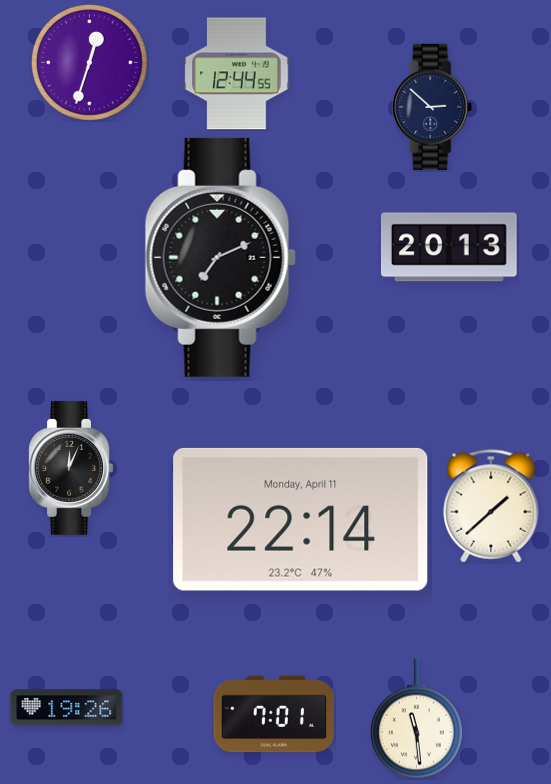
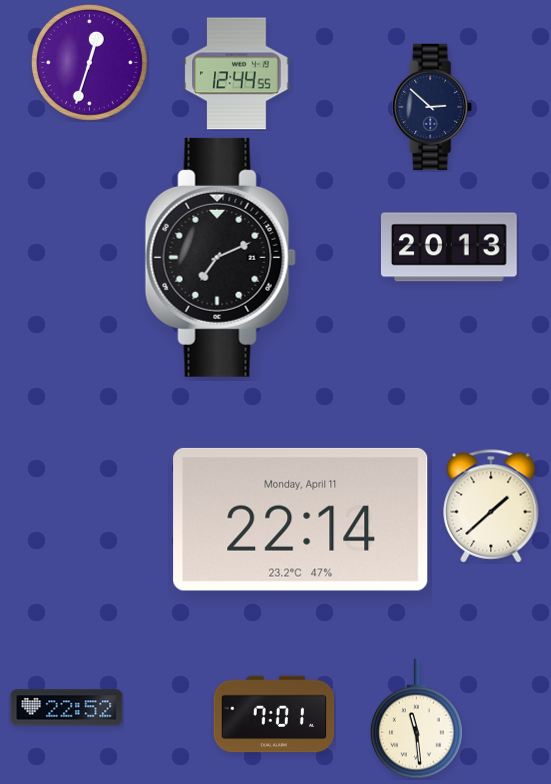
clock at (70, 468): 12:04 -> none
clock at (67, 708): 19:26 -> 22:52
